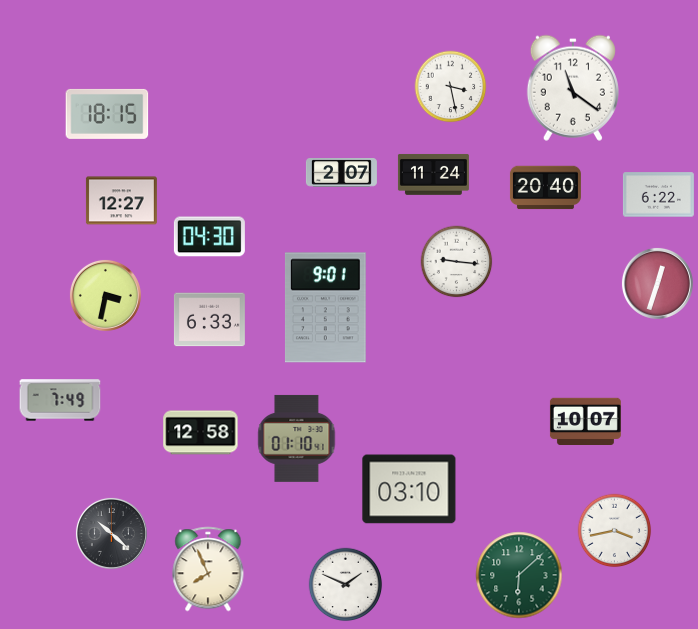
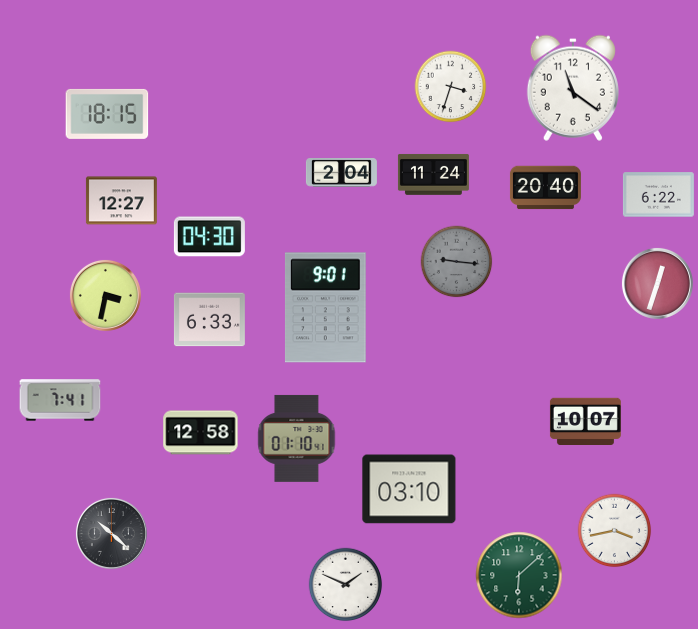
clock at (451, 87): 3:28 -> 3:33
clock at (341, 173): 2:07 -> 2:04
clock at (457, 262) dial: white -> grey
clock at (60, 400): 7:49 -> 7:41
clock at (208, 569): 7:56 -> none
